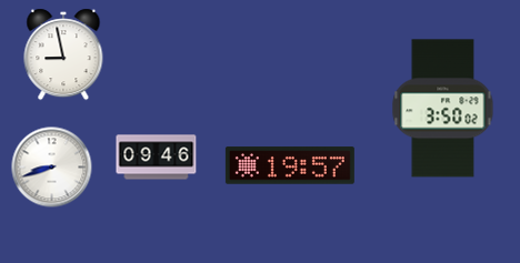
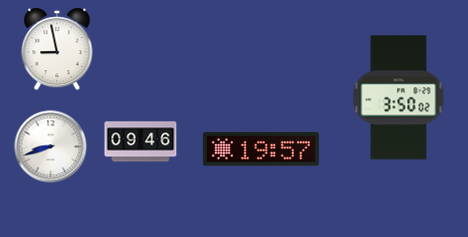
clock at (52, 168) position: (52, 168) -> (51, 147)
